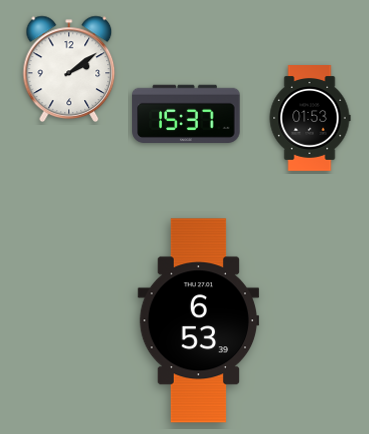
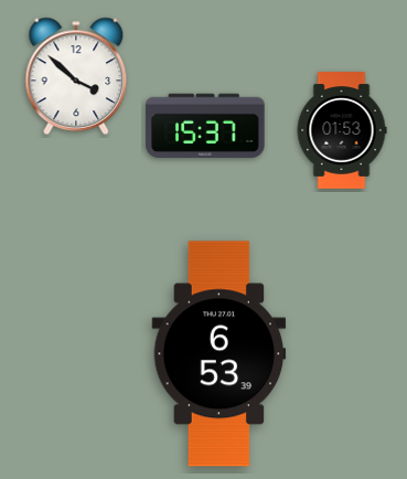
clock at (69, 69): 2:09 -> 3:52
